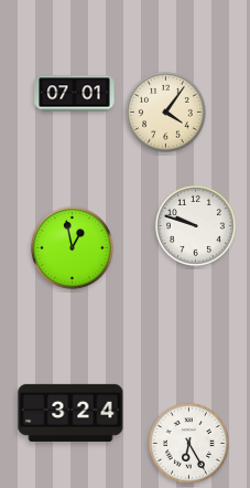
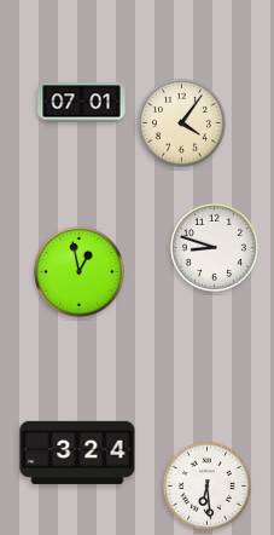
clock at (195, 225): 9:48 -> 8:48
clock at (188, 443): 6:25 -> 6:29
